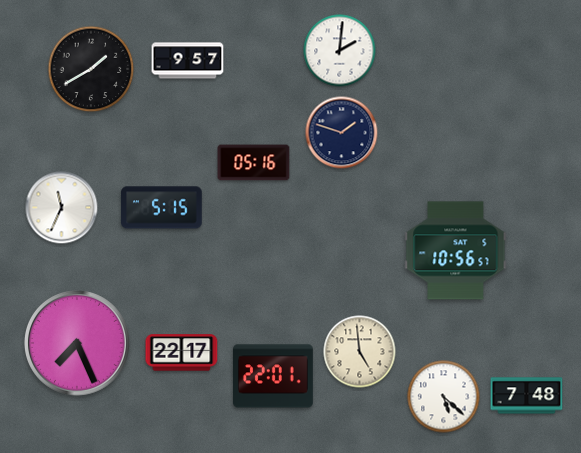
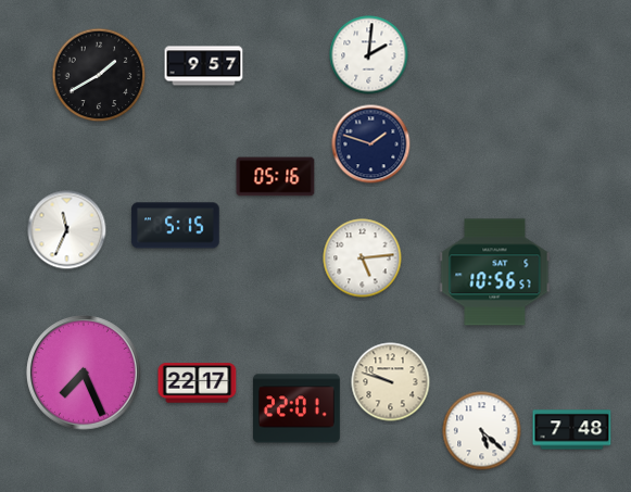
clock at (62, 208) position: (62, 208) -> (67, 230)
clock at (363, 258): none -> 5:14
clock at (360, 352): 4:59 -> 9:48
